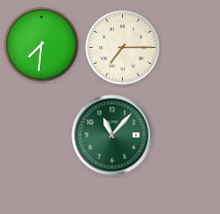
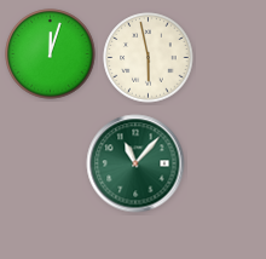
clock at (42, 45): 7:31 -> 12:03
clock at (123, 48): 7:15 -> 5:58
